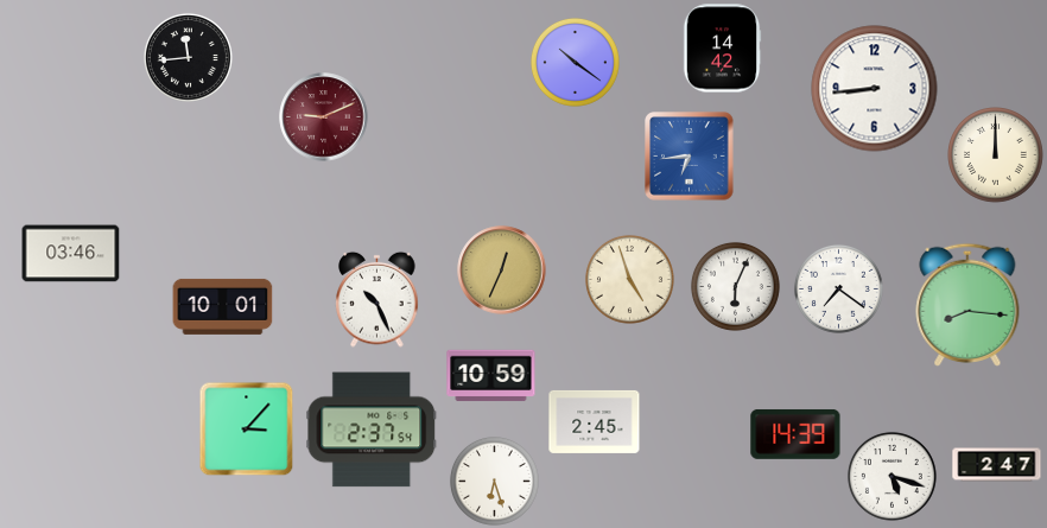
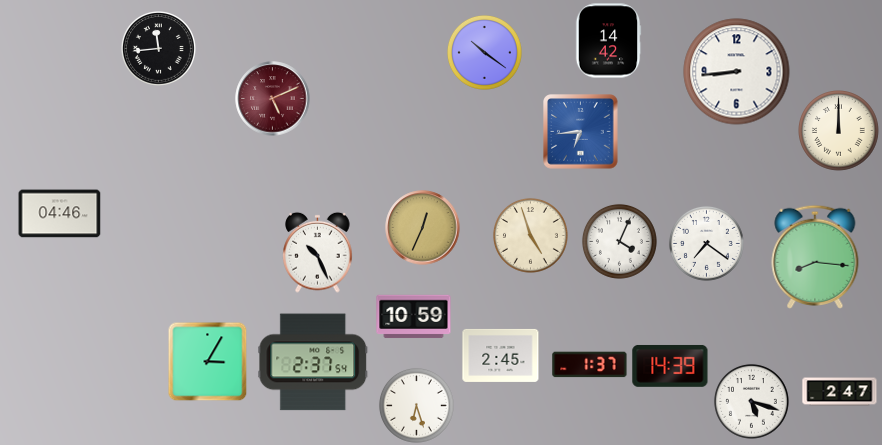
clock at (875, 89) position: (875, 89) -> (737, 72)
clock at (324, 117): 9:11 -> 5:11
clock at (71, 254): 03:46 -> 04:46
clock at (735, 286): 6:04 -> 4:04
clock at (223, 306): 10:01 -> none
clock at (247, 430): 3:07 -> 3:05
clock at (590, 365): none -> 1:37
